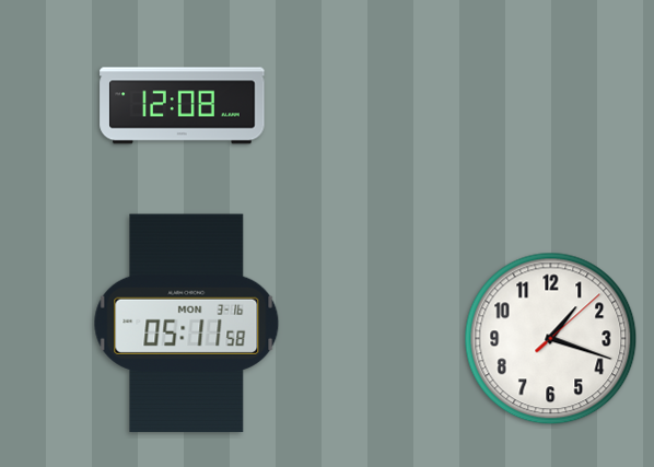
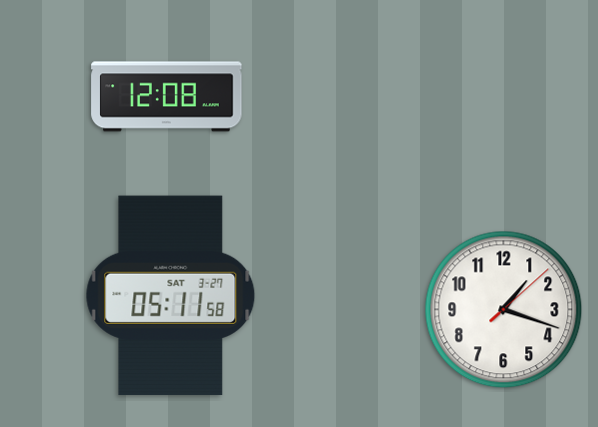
clock at (187, 324) date: MON 3-16 -> SAT 3-27
